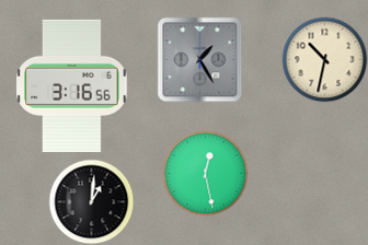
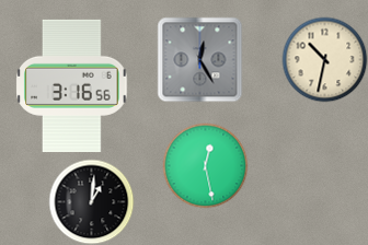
clock at (199, 59): 1:25 -> 12:25
clock at (205, 173) position: (205, 173) -> (205, 165)
